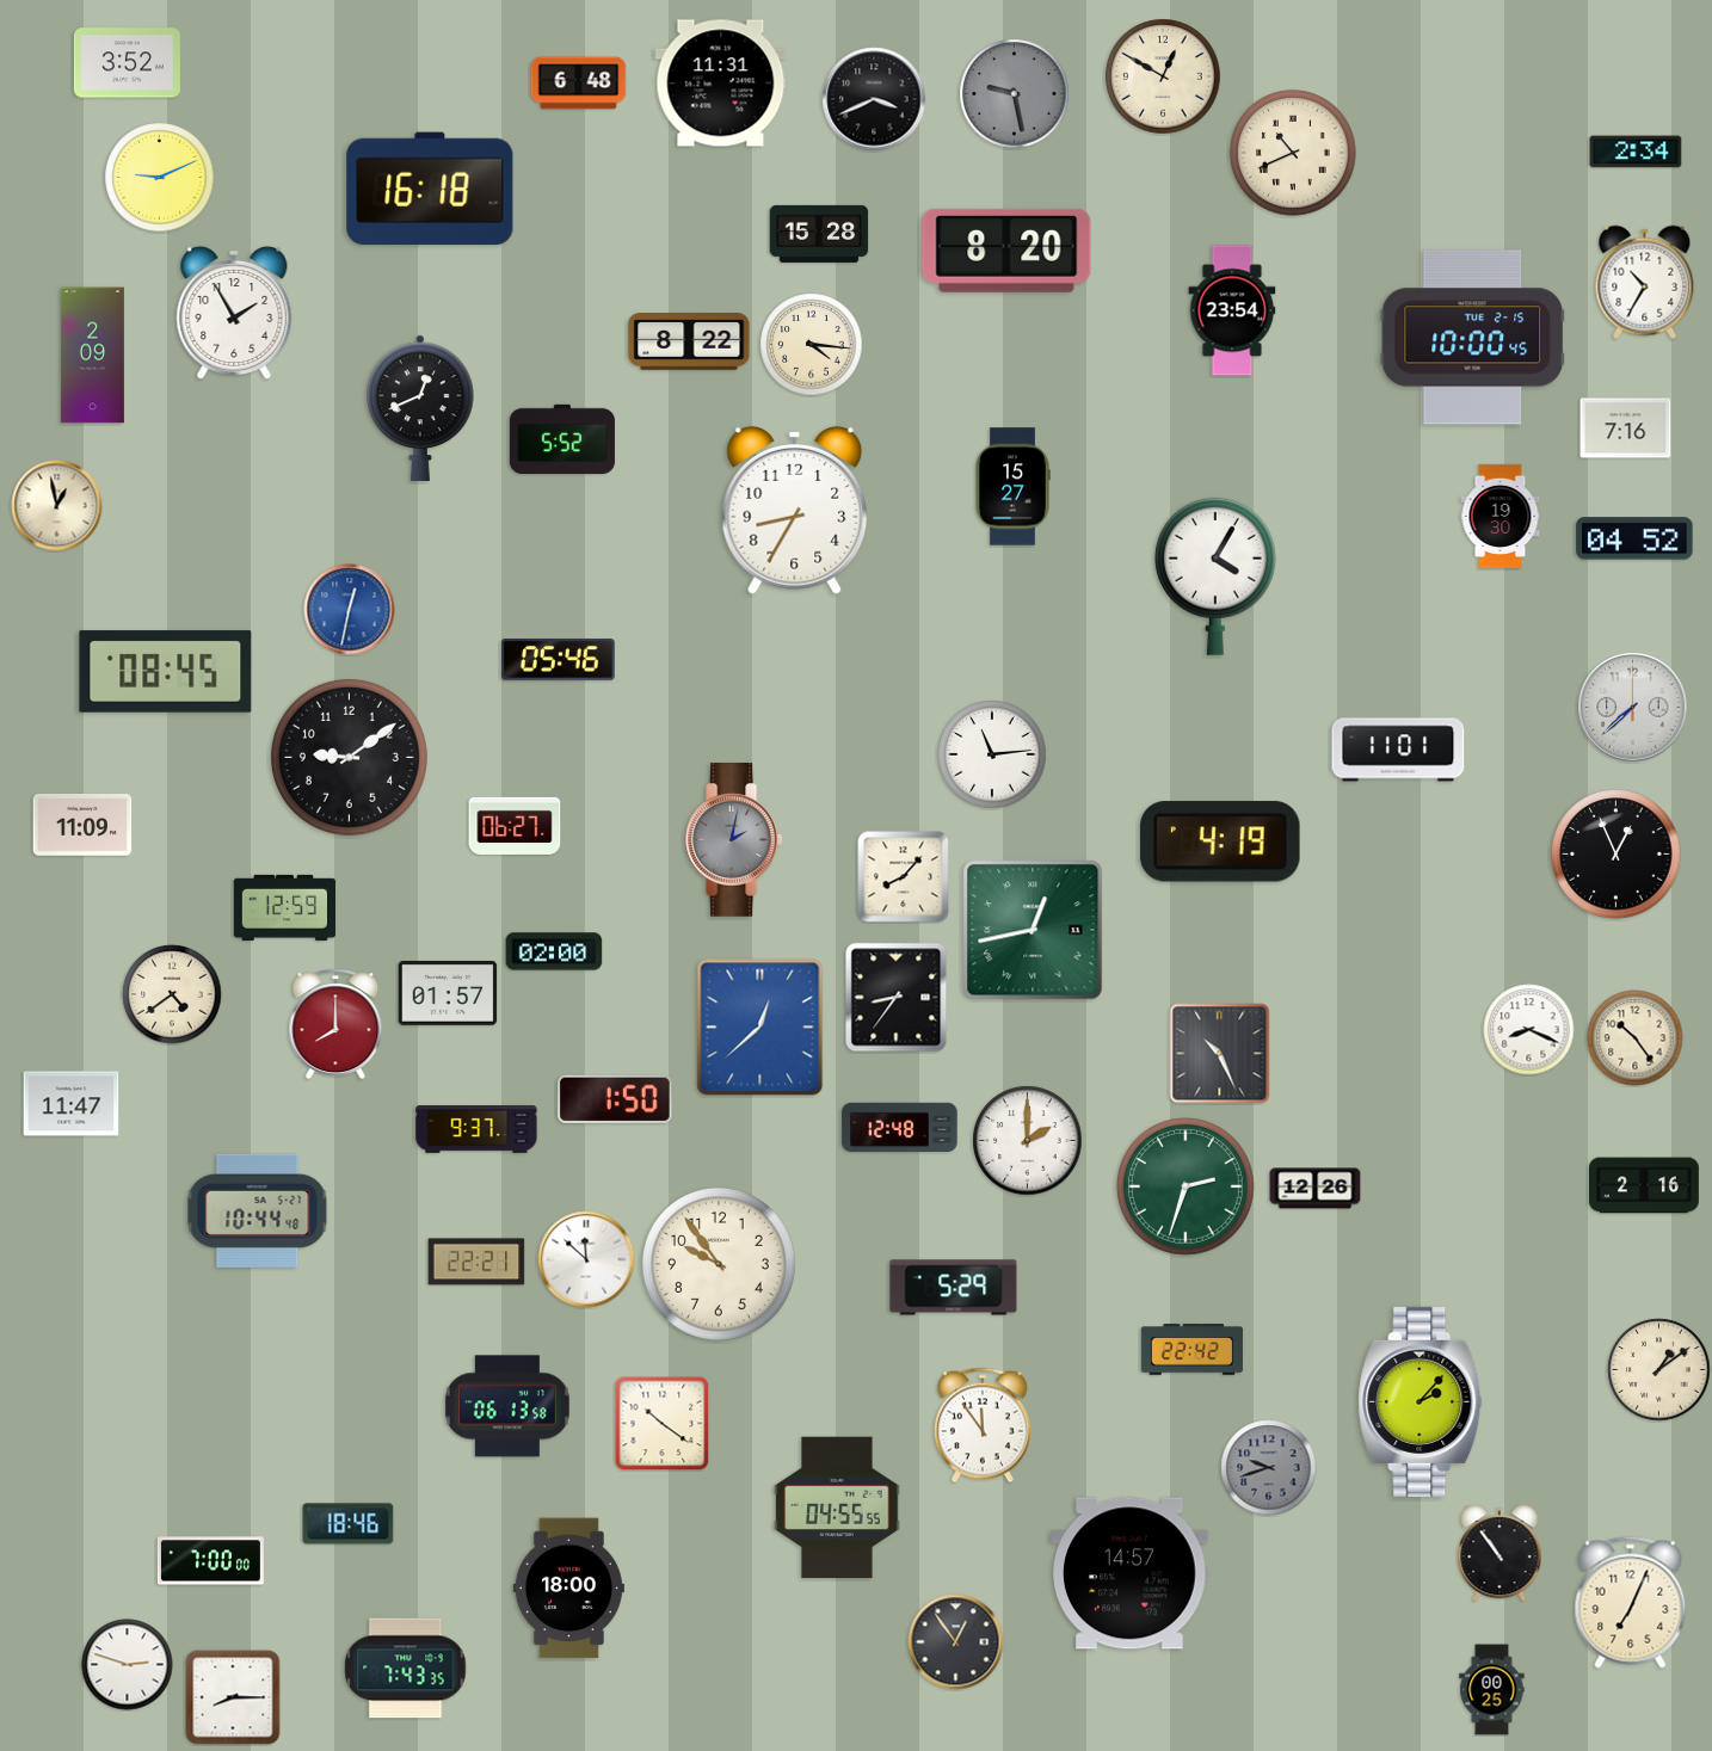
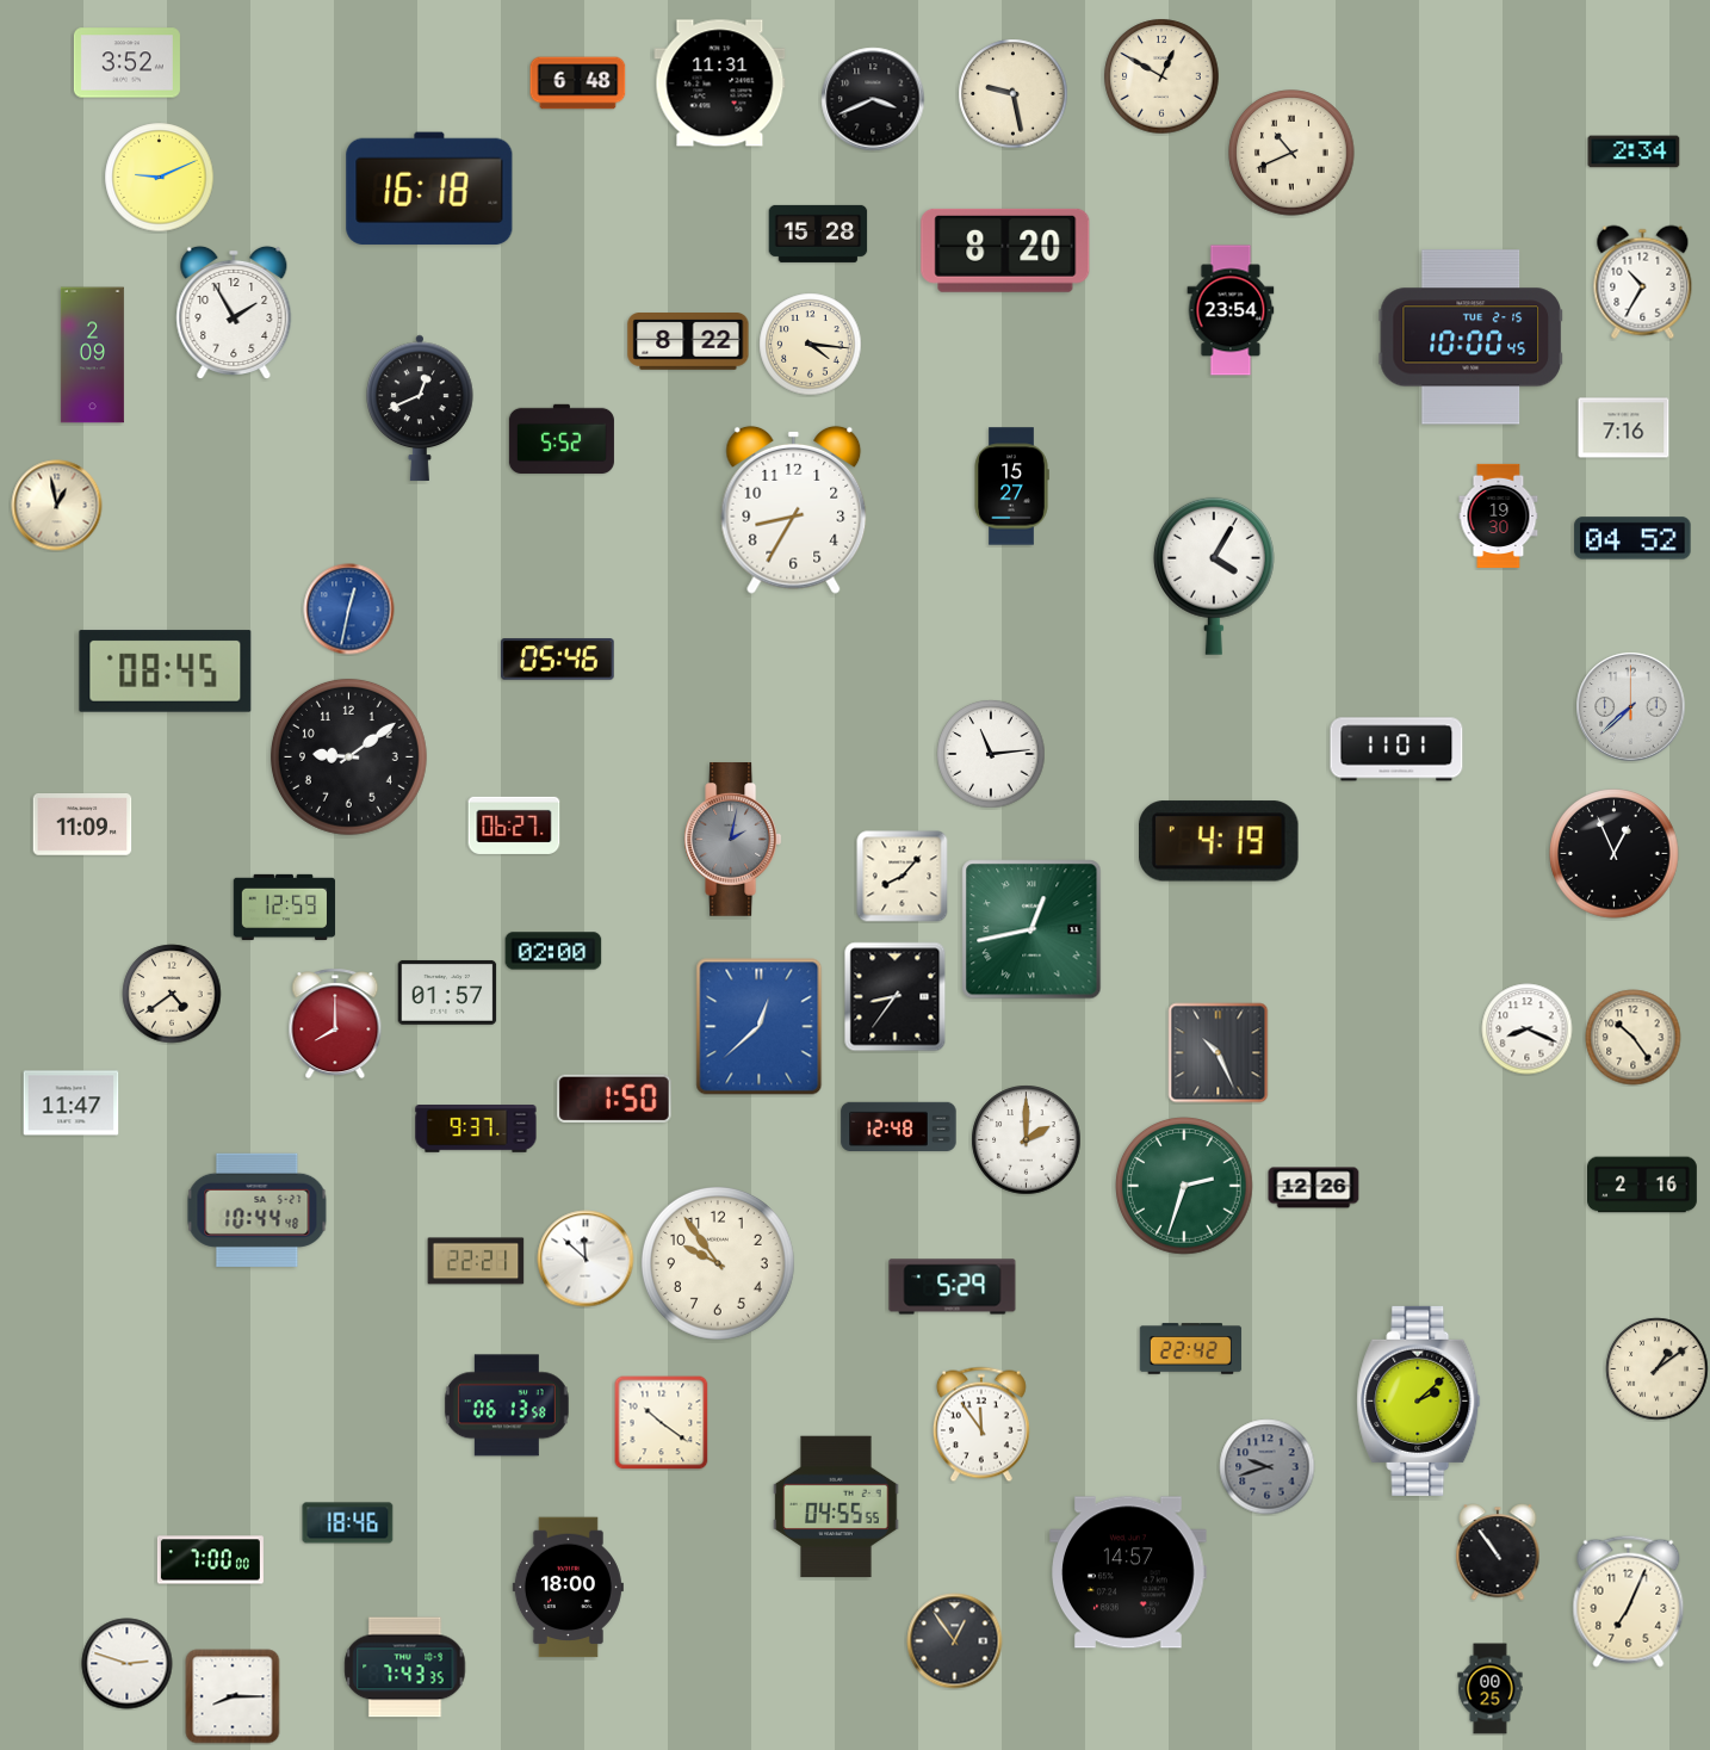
clock at (1015, 94) dial: grey -> cream
clock at (1421, 1401): 2:07 -> 2:08
